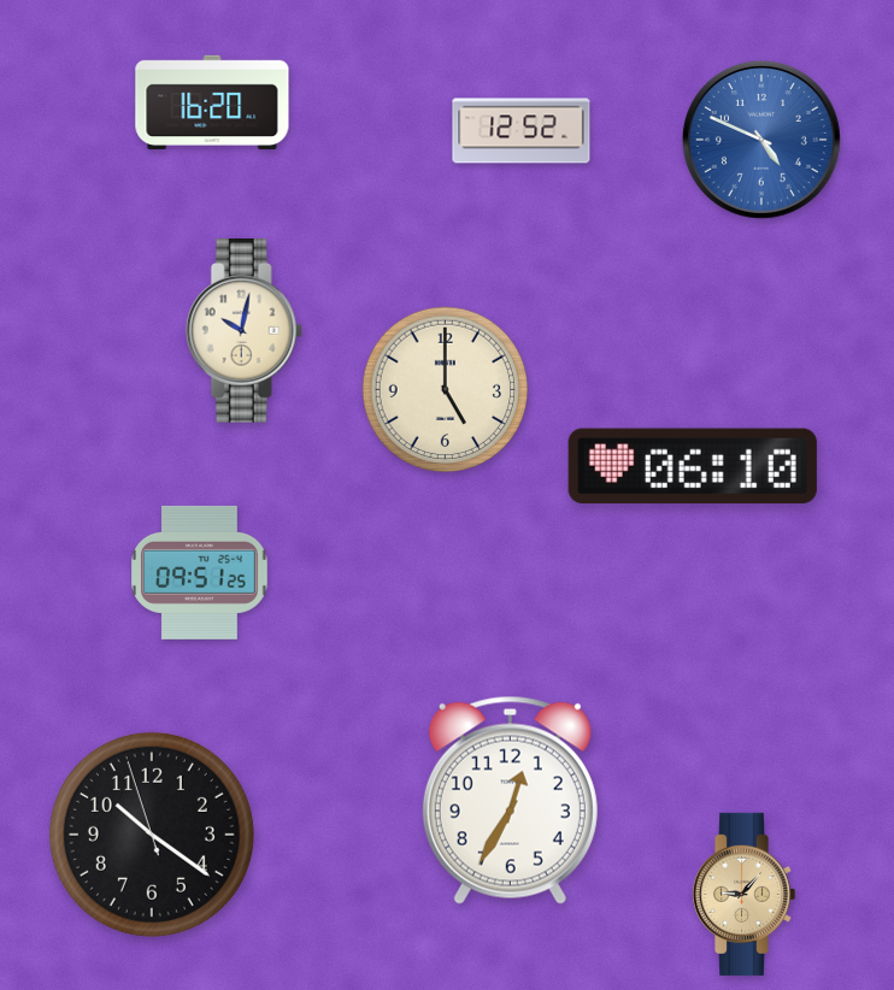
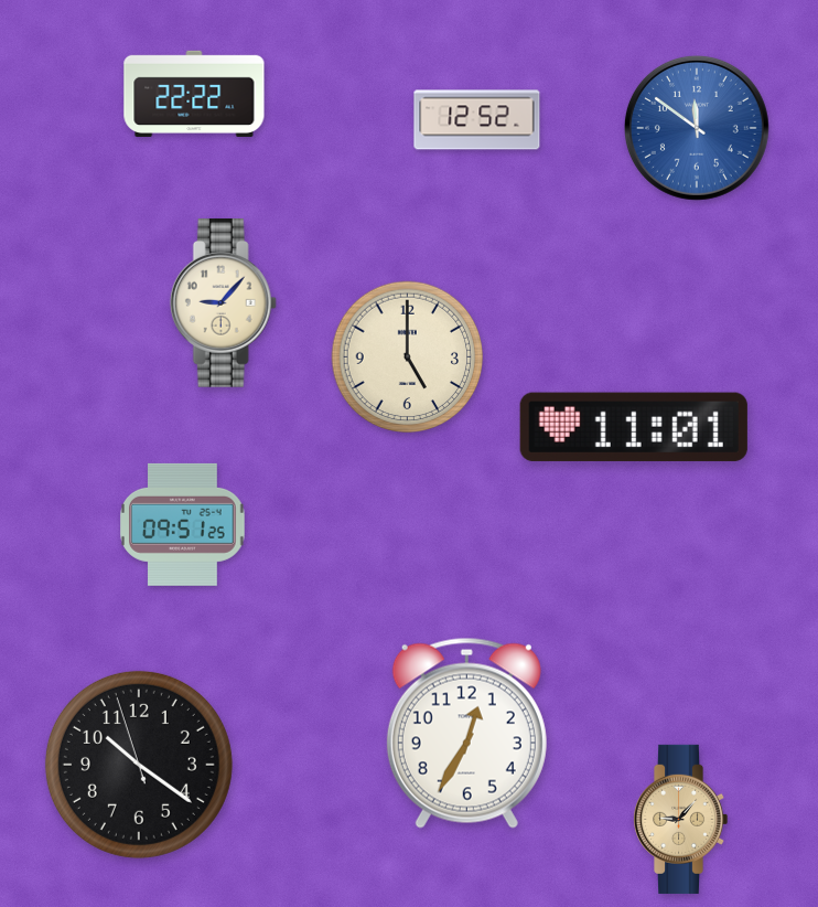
clock at (212, 101): 16:20 -> 22:22
clock at (761, 140): 4:49 -> 11:51
clock at (243, 331): 10:02 -> 9:07
clock at (693, 466): 06:10 -> 11:01
